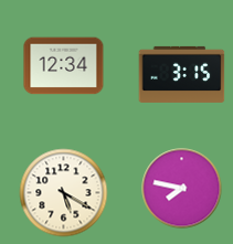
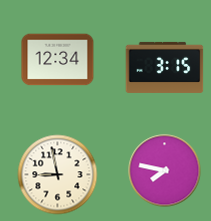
clock at (64, 193): 5:20 -> 8:58
